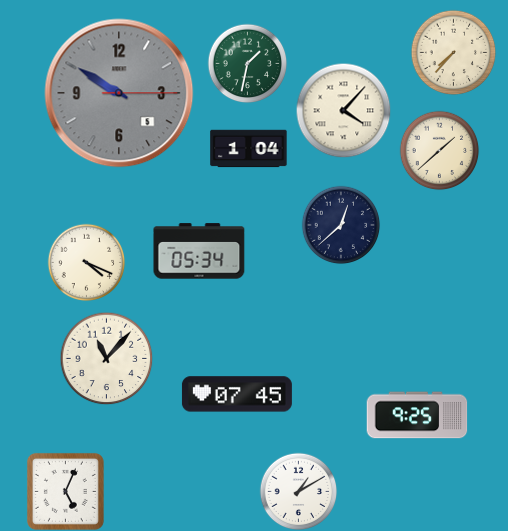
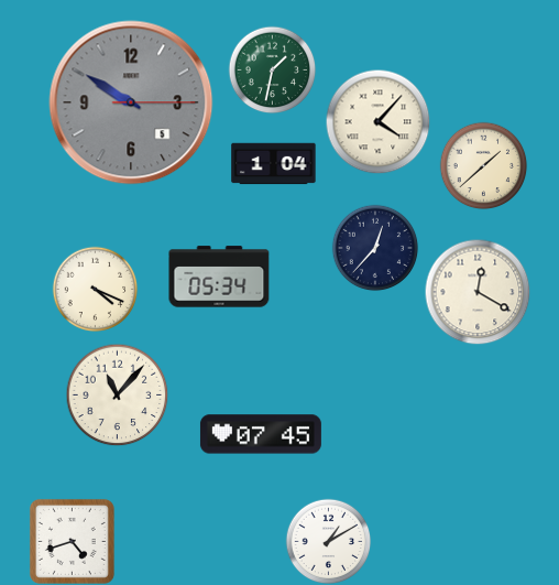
clock at (453, 52): 7:37 -> none
clock at (341, 225): 12:38 -> 12:37
clock at (478, 292): none -> 12:20
clock at (417, 415): 9:25 -> none
clock at (65, 491): 5:04 -> 4:42
